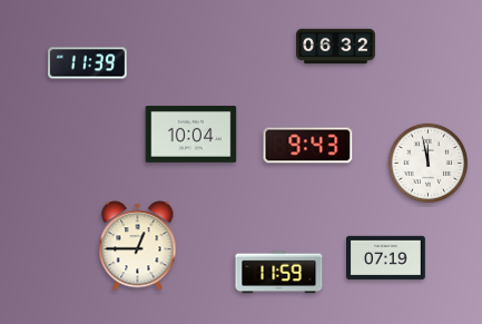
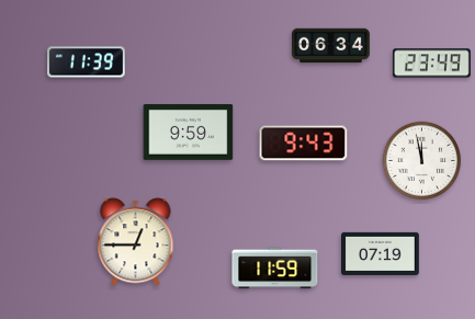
clock at (336, 47): 06:32 -> 06:34
clock at (432, 64): none -> 23:49
clock at (191, 135): 10:04 -> 9:59
